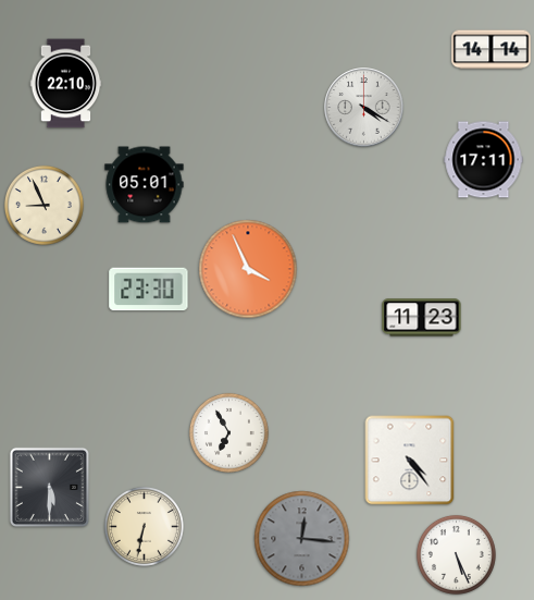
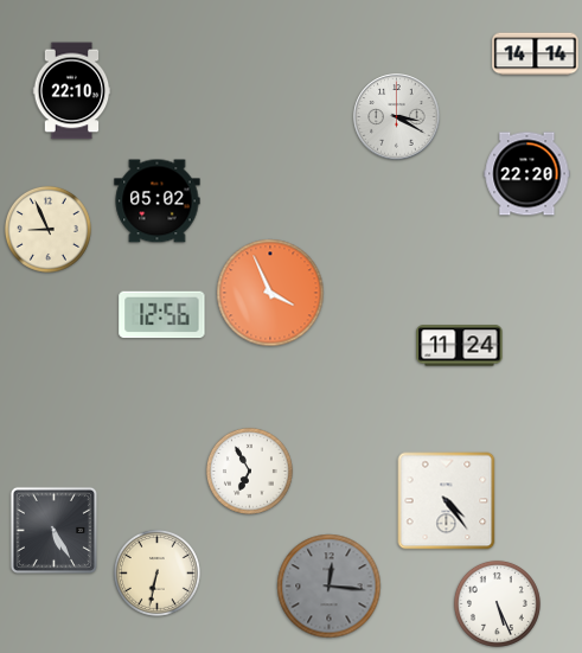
clock at (364, 108): 4:20 -> 3:20
clock at (484, 160): 17:11 -> 22:20
clock at (145, 185): 05:01 -> 05:02
clock at (44, 205) position: (44, 205) -> (47, 229)
clock at (149, 290): 23:30 -> 12:56
clock at (422, 318): 11:23 -> 11:24
clock at (49, 487): 5:30 -> 5:25
